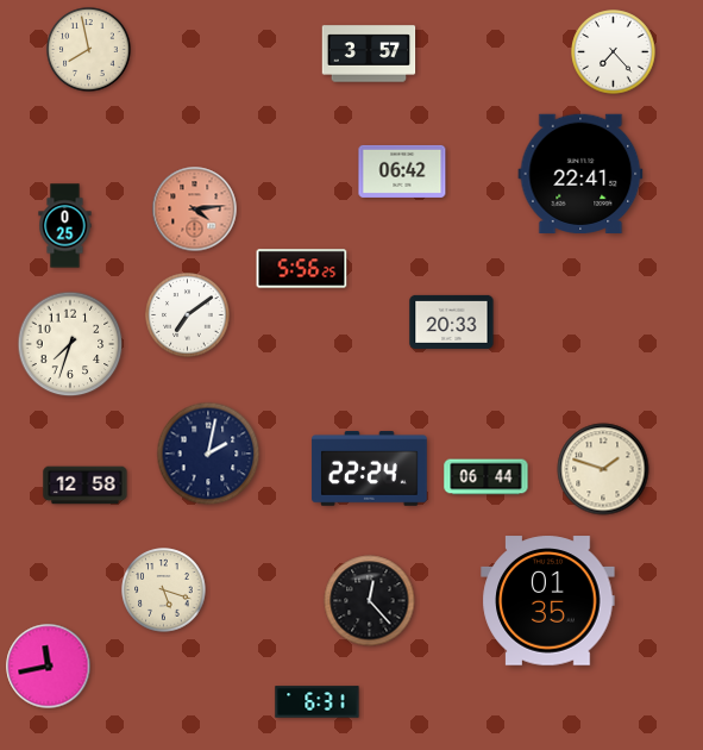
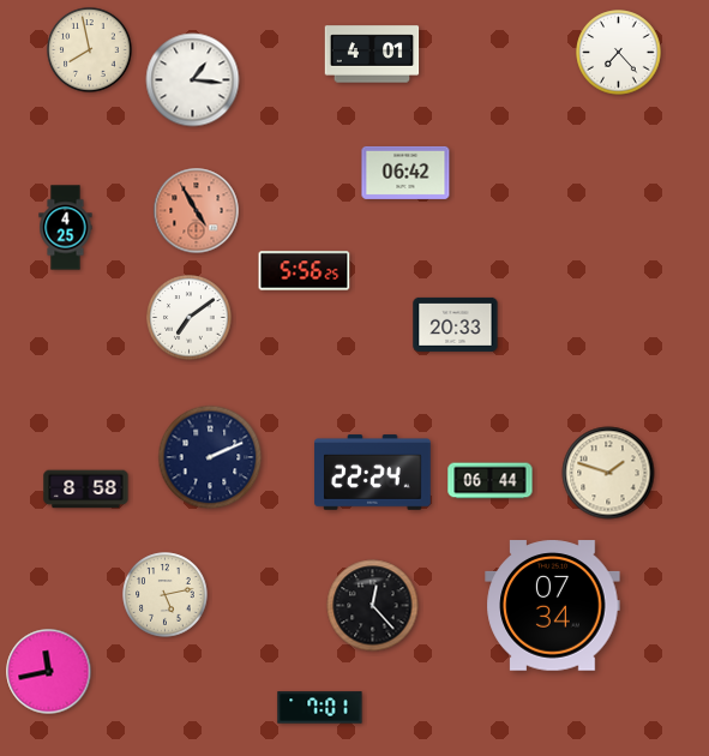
clock at (369, 54): 3:57 -> 4:01
clock at (193, 80): none -> 1:16
clock at (580, 174): 22:41 -> none
clock at (195, 210): 4:14 -> 4:55
clock at (65, 226): 0:25 -> 4:25
clock at (70, 344): 7:33 -> none
clock at (208, 454): 2:02 -> 2:11
clock at (86, 486): 12:58 -> 8:58
clock at (164, 590): 5:18 -> 5:13
clock at (548, 601): 01:35 -> 07:34
clock at (318, 702): 6:31 -> 7:01
